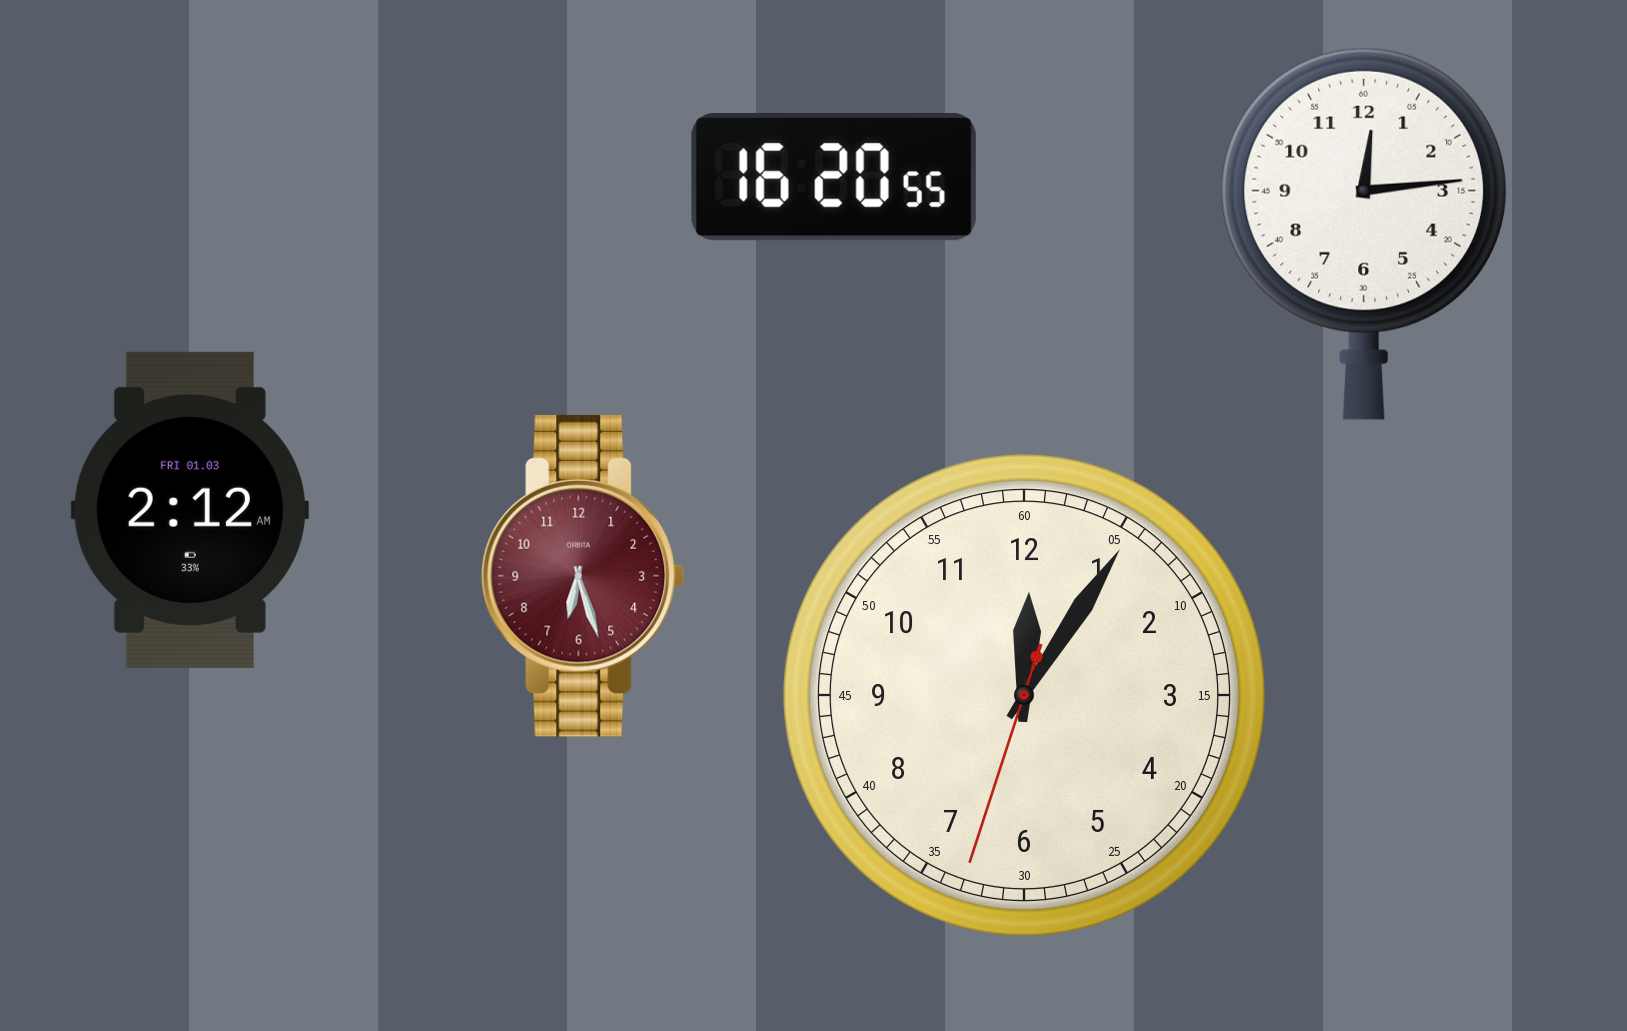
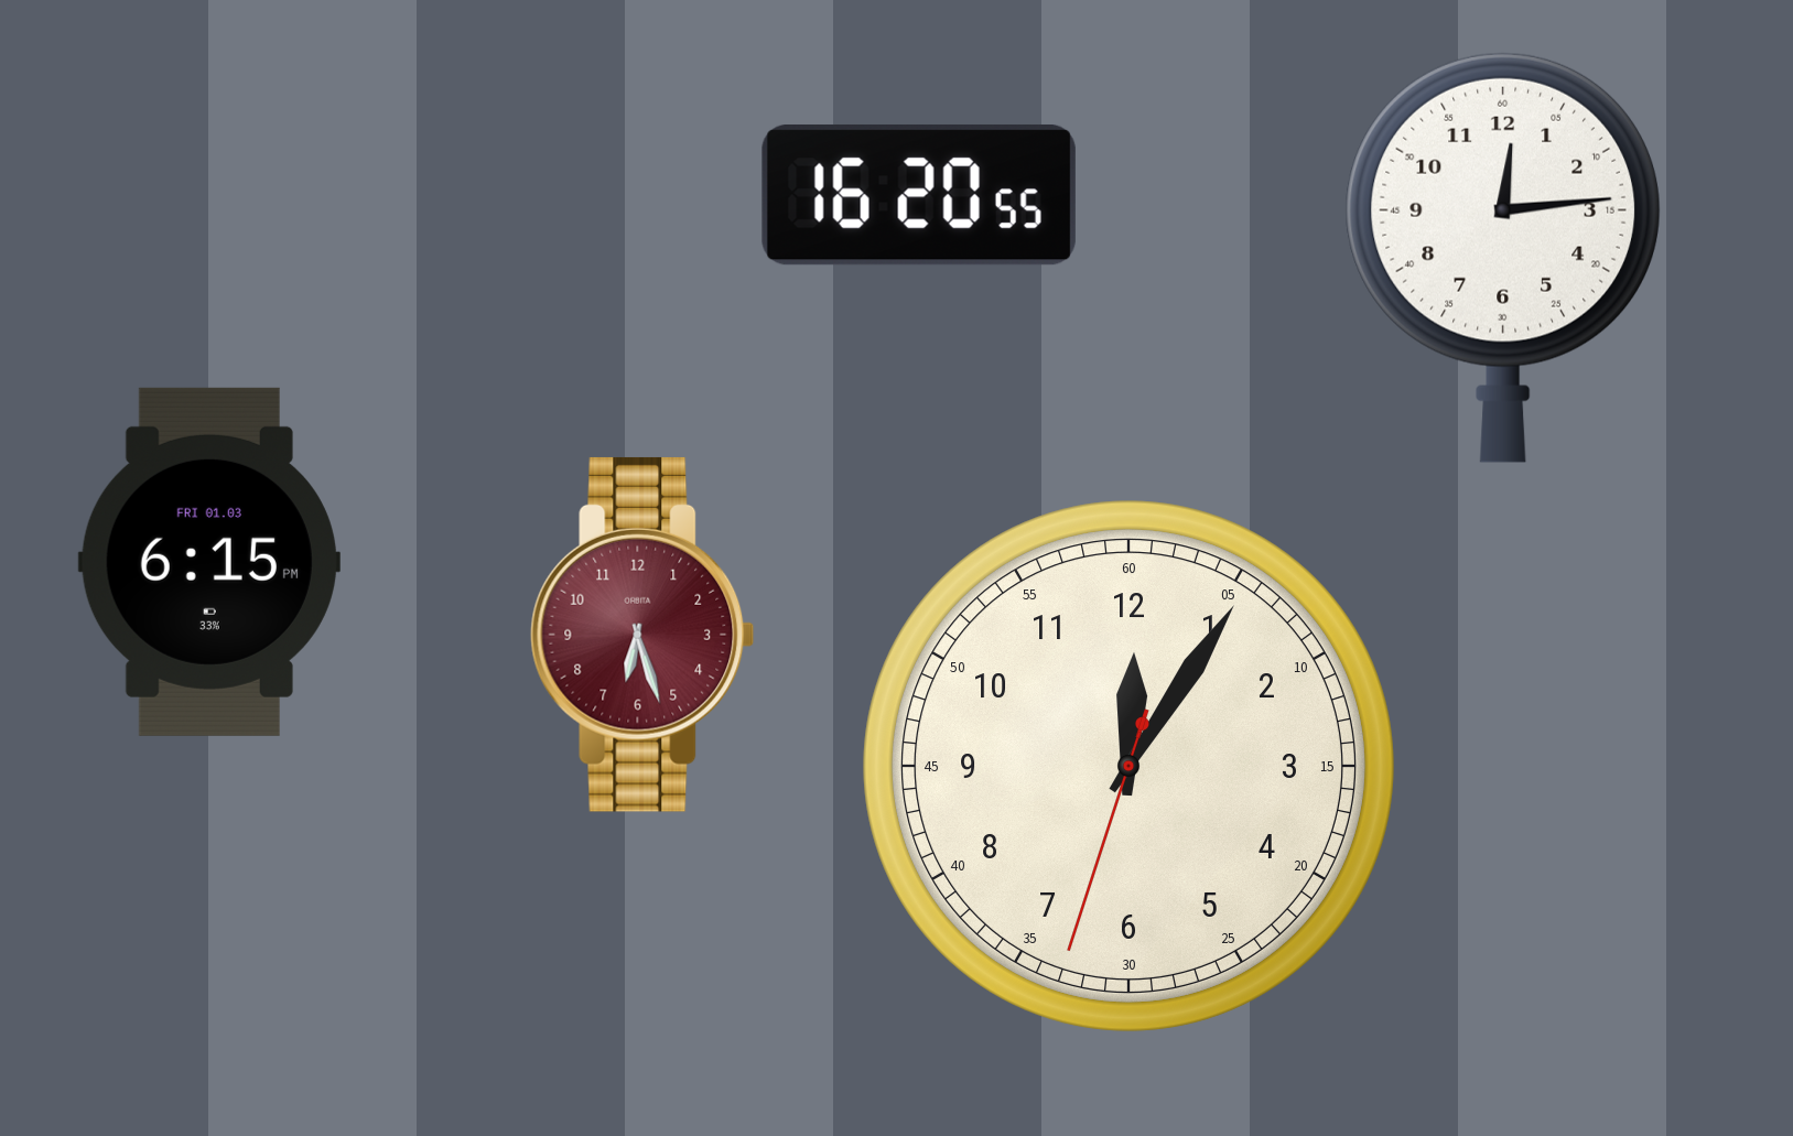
clock at (190, 510): 2:12 -> 6:15
